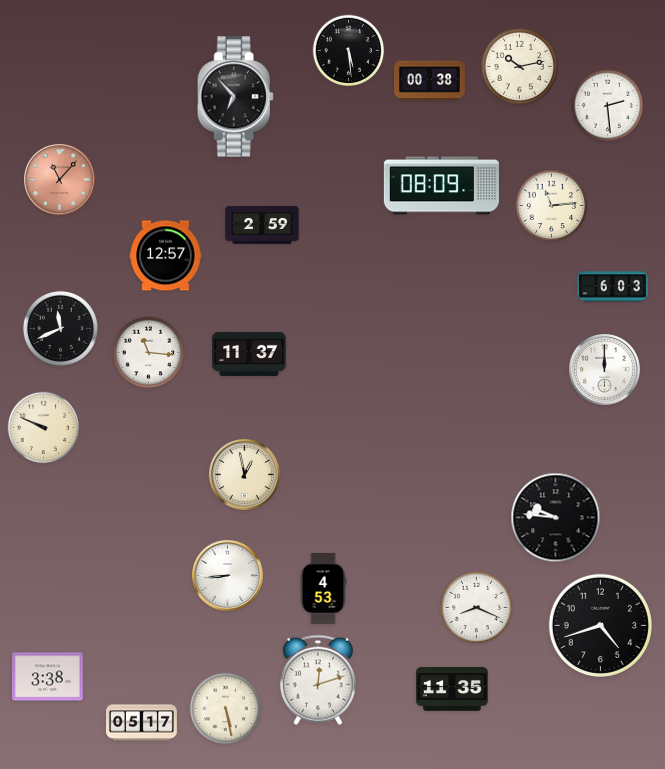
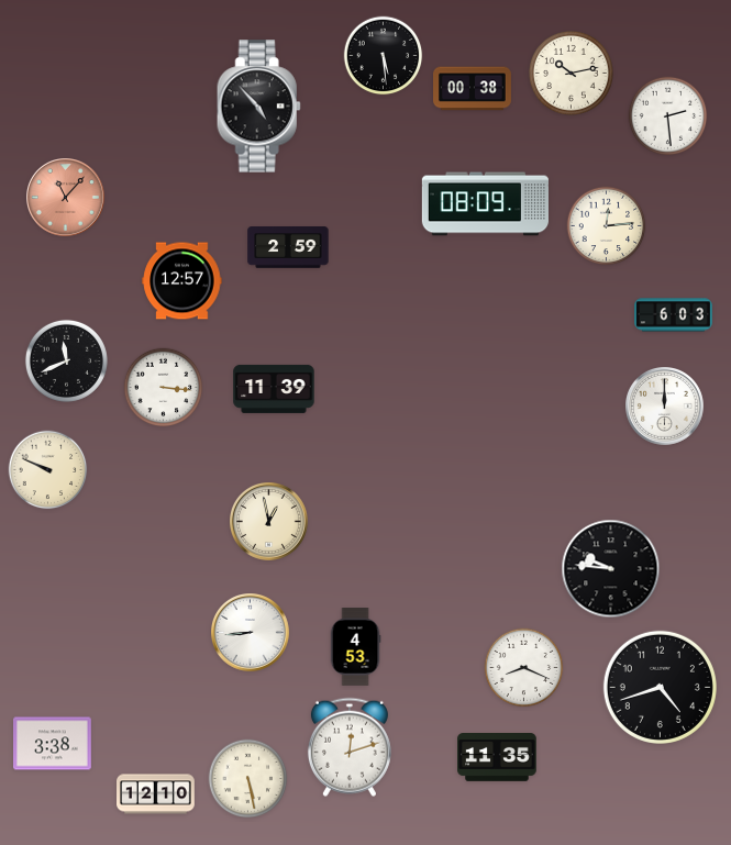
clock at (235, 97): 6:53 -> 4:53
clock at (552, 206): 11:14 -> 12:14
clock at (149, 353): 11:16 -> 3:16
clock at (249, 354): 11:37 -> 11:39
clock at (142, 723): 05:17 -> 12:10
